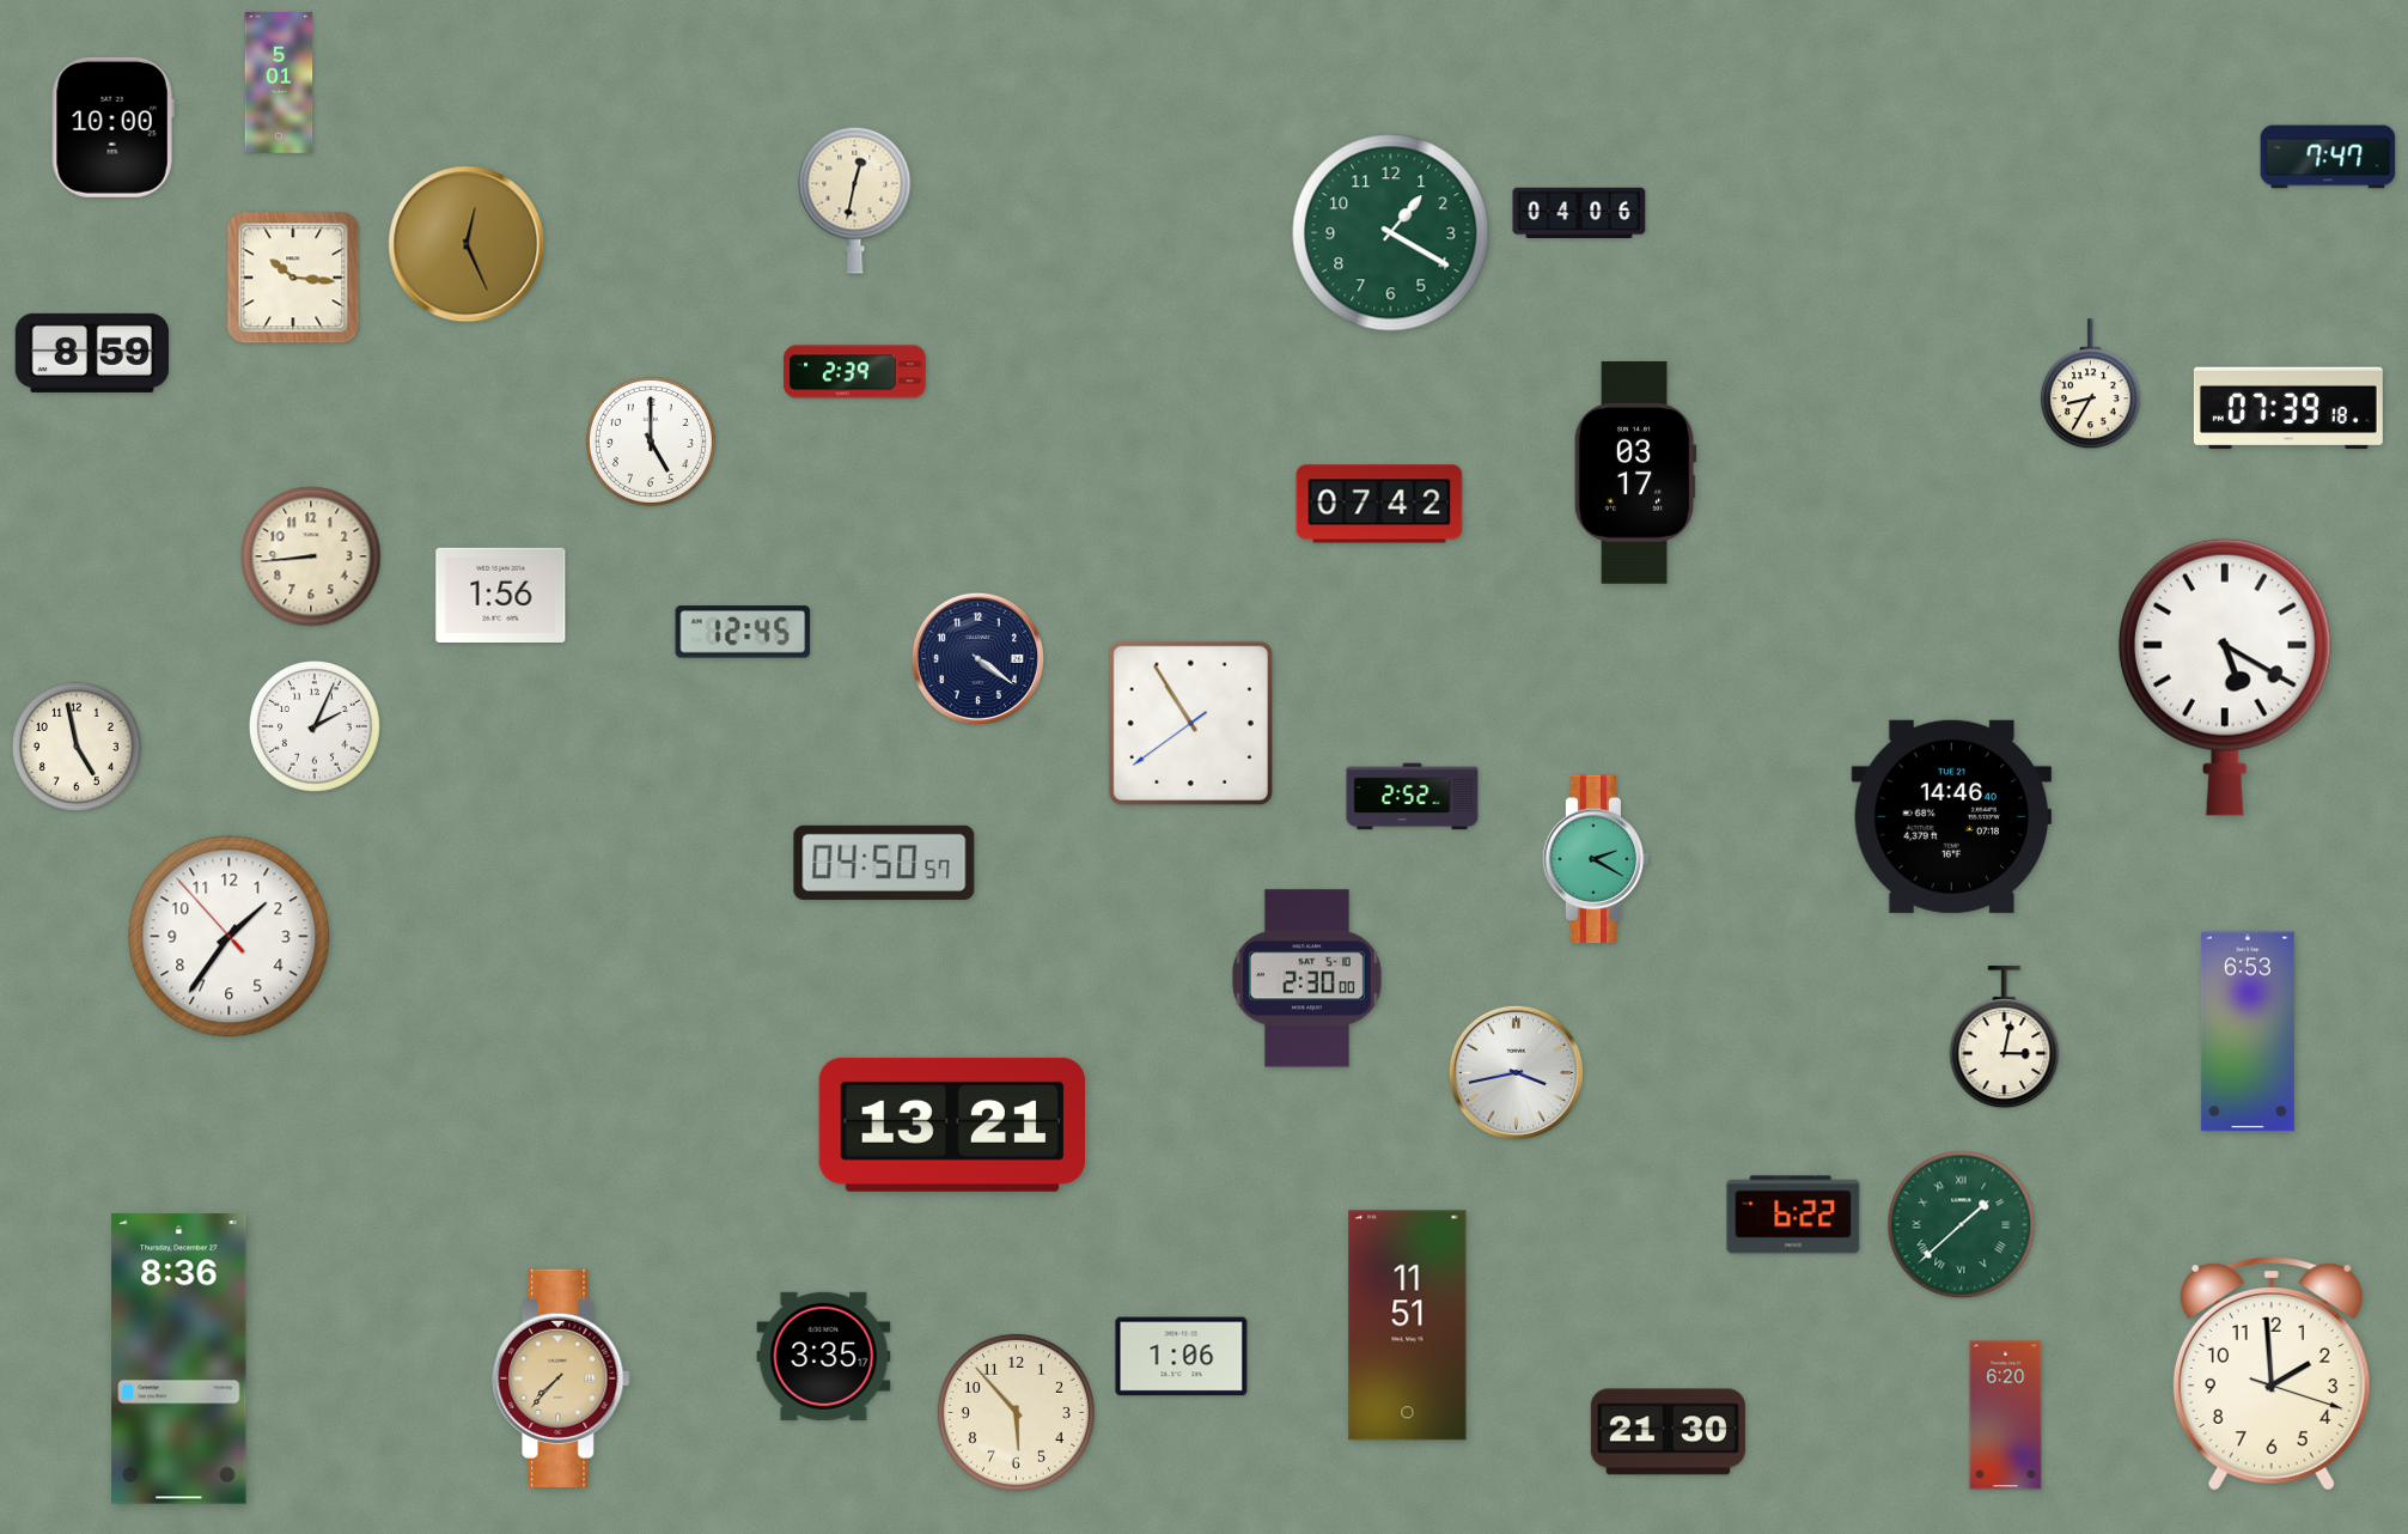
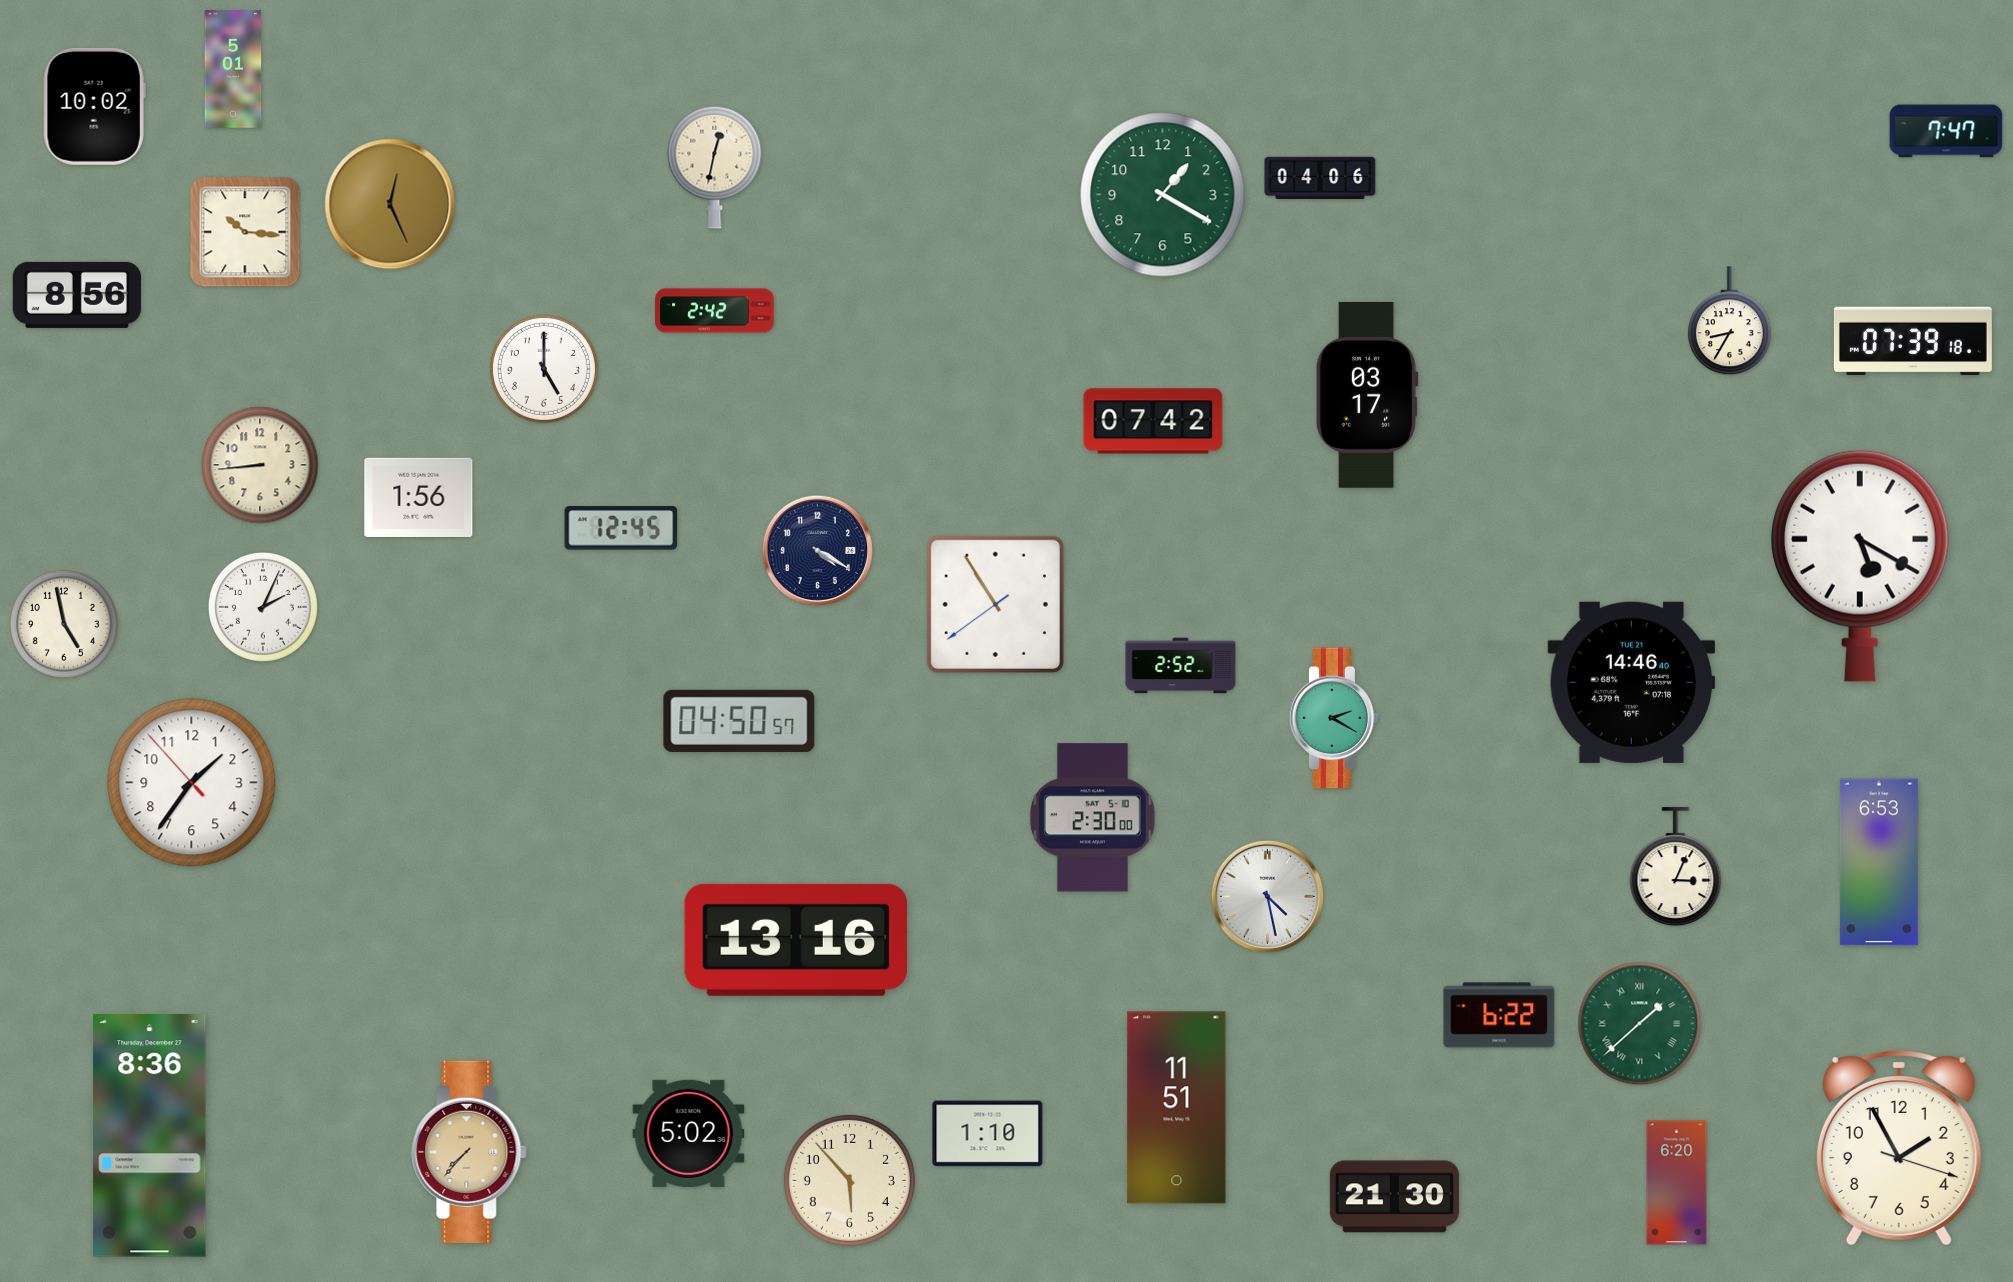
clock at (112, 127): 10:00 -> 10:02
clock at (92, 353): 8:59 -> 8:56
clock at (855, 372): 2:39 -> 2:42
clock at (2090, 384) position: (2090, 384) -> (1729, 321)
clock at (977, 658): 4:21 -> 4:20
clock at (2005, 1037): 3:02 -> 3:04
clock at (1516, 1072): 3:43 -> 4:28
clock at (951, 1125): 13:21 -> 13:16
clock at (824, 1356): 3:35 -> 5:02
clock at (1182, 1357): 1:06 -> 1:10
clock at (2272, 1374): 1:59 -> 1:55
